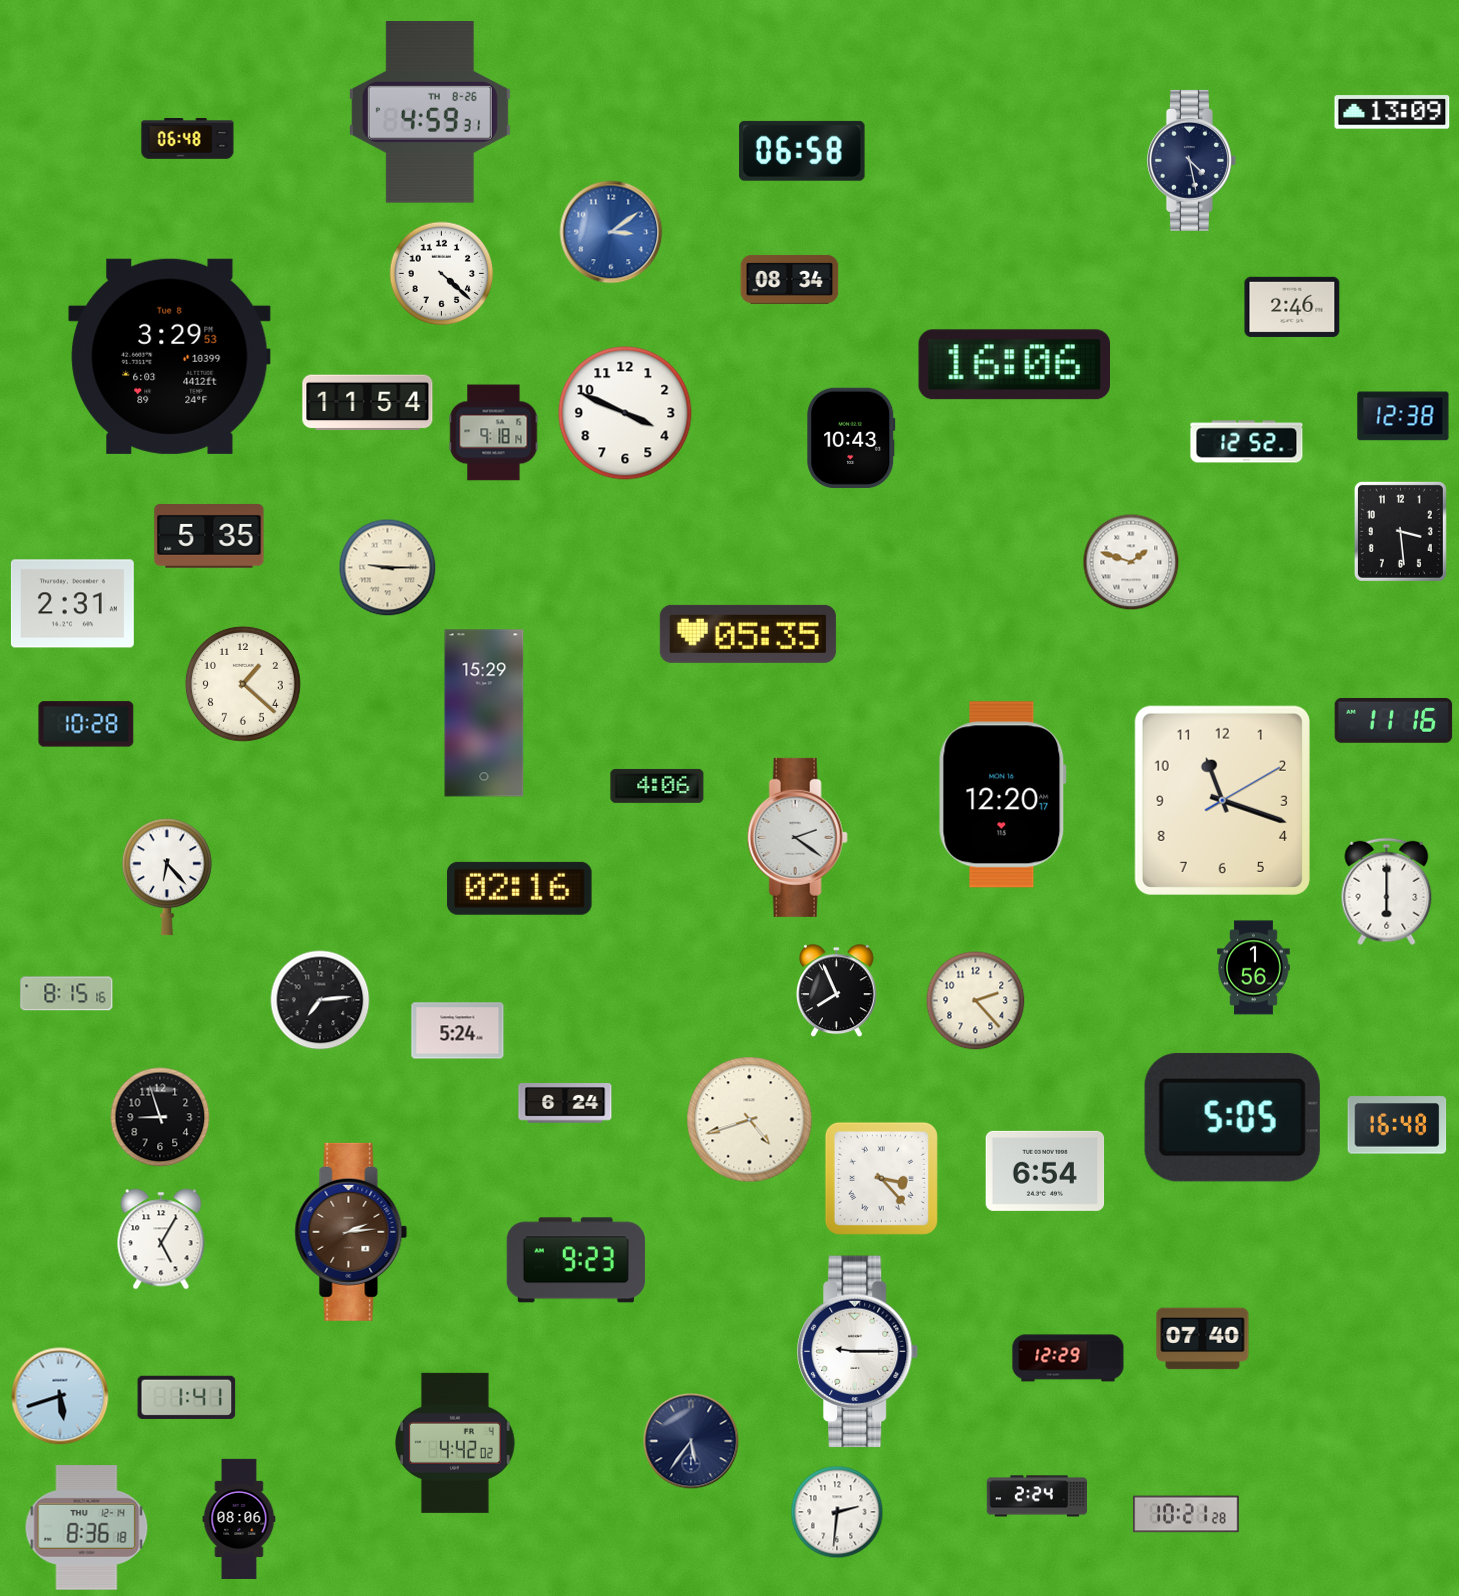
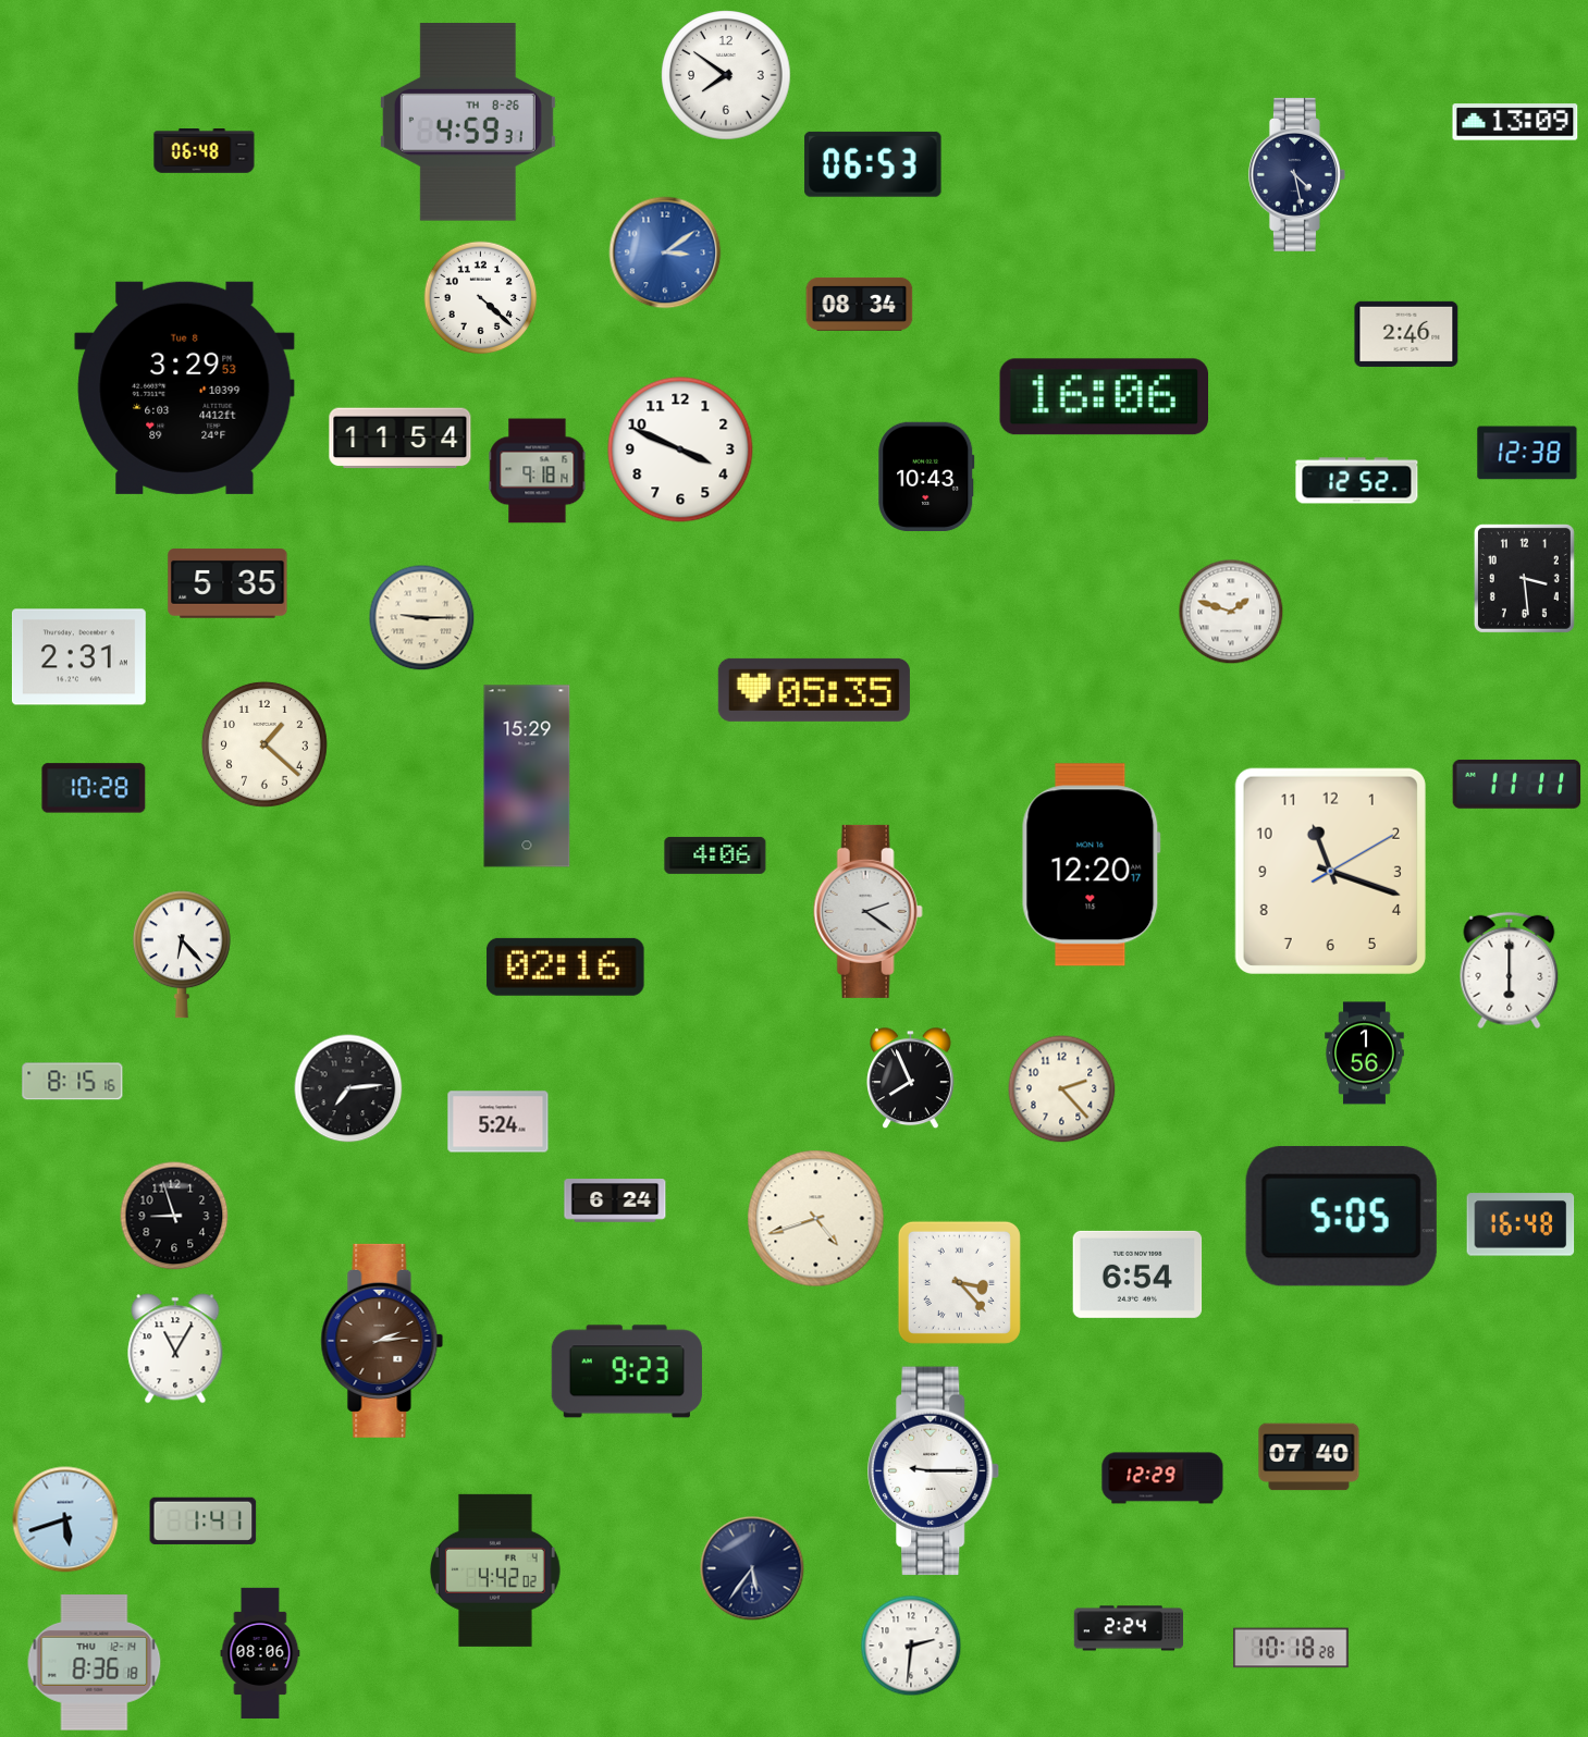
clock at (726, 75): none -> 7:51
clock at (802, 151): 06:58 -> 06:53
clock at (1394, 721): 11:16 -> 11:11
clock at (161, 1239): 5:05 -> 11:05
clock at (1186, 1514): 10:21 -> 10:18
